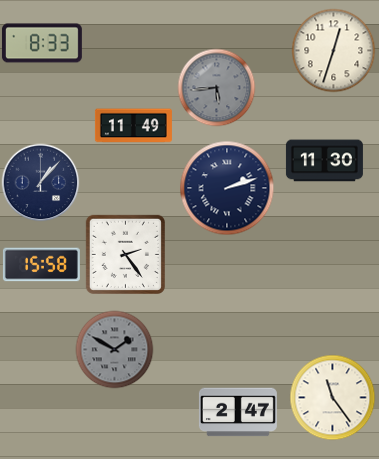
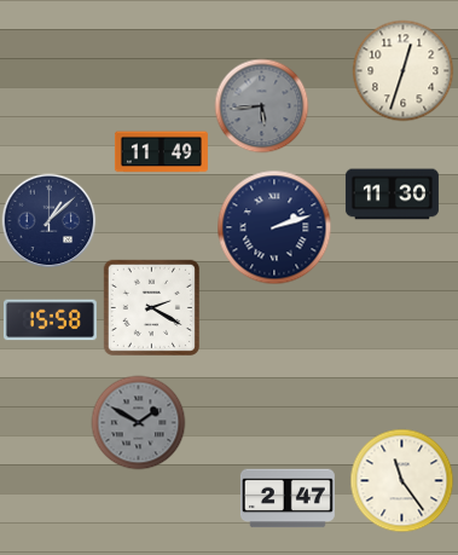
clock at (42, 43): 8:33 -> none
clock at (333, 50) position: (333, 50) -> (402, 70)
clock at (40, 182): 1:07 -> 1:08
clock at (125, 254): 2:24 -> 2:20
